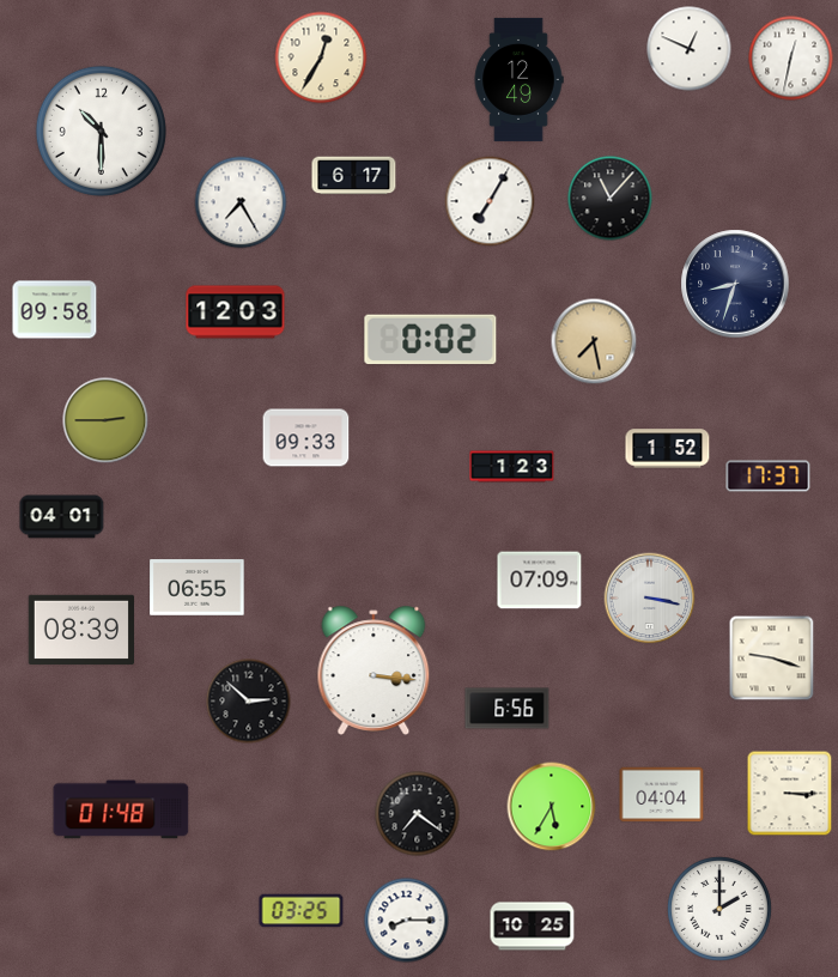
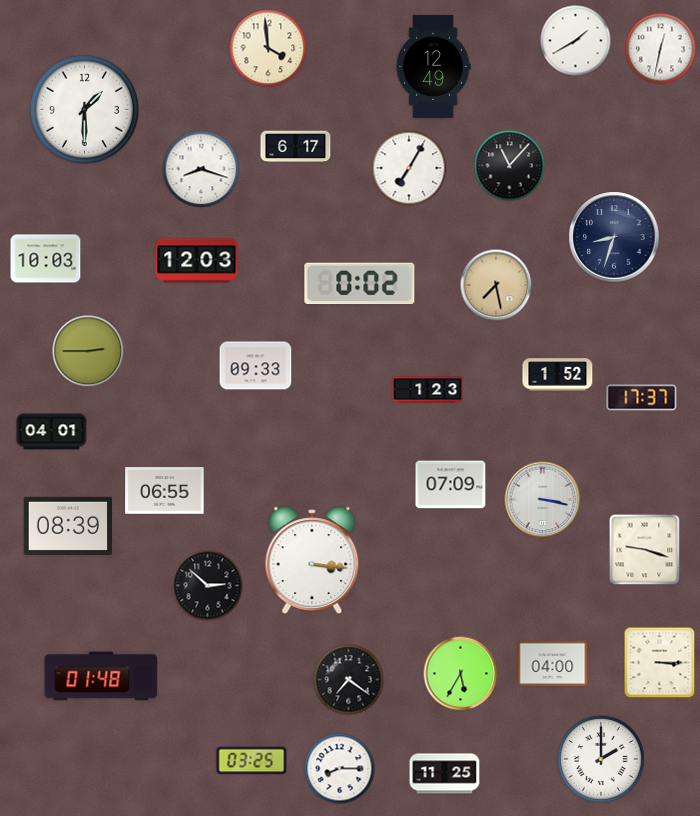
clock at (690, 49): 12:49 -> 1:40
clock at (321, 57): 12:35 -> 3:59
clock at (101, 131): 10:30 -> 1:30
clock at (241, 202): 7:25 -> 8:18
clock at (55, 310): 09:58 -> 10:03
clock at (508, 709): 6:56 -> none
clock at (662, 795): 04:04 -> 04:00
clock at (533, 927): 10:25 -> 11:25
